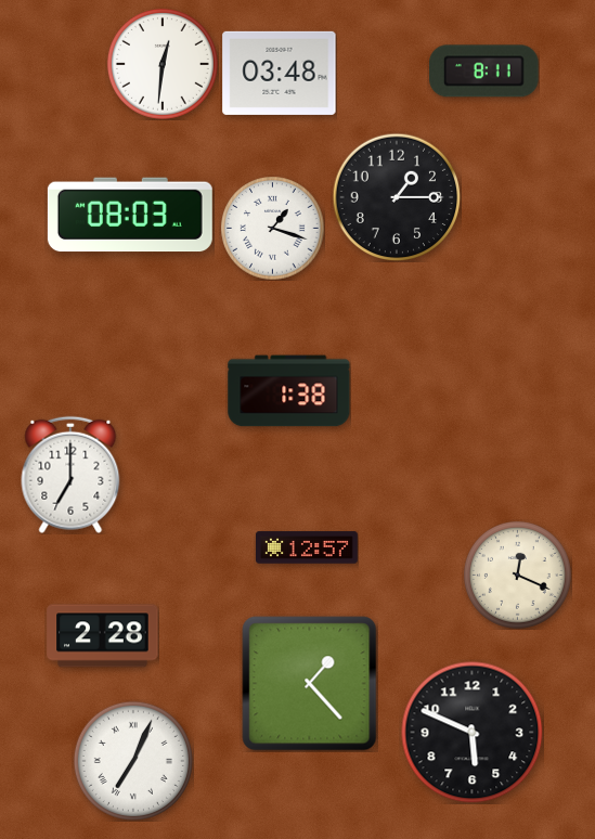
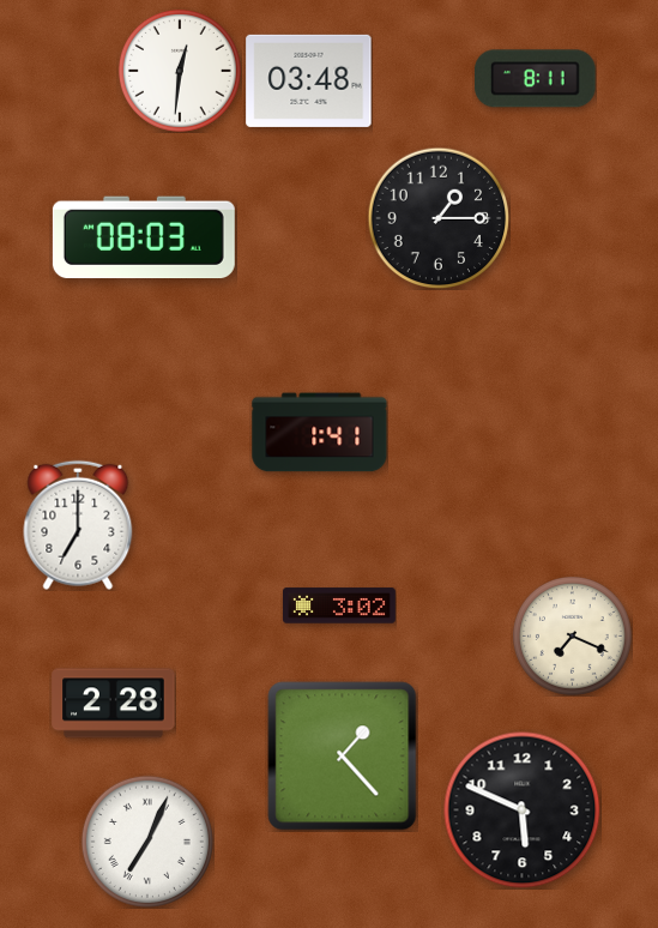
clock at (272, 228): 1:18 -> none
clock at (289, 391): 1:38 -> 1:41
clock at (308, 547): 12:57 -> 3:02
clock at (518, 576): 12:19 -> 7:19
